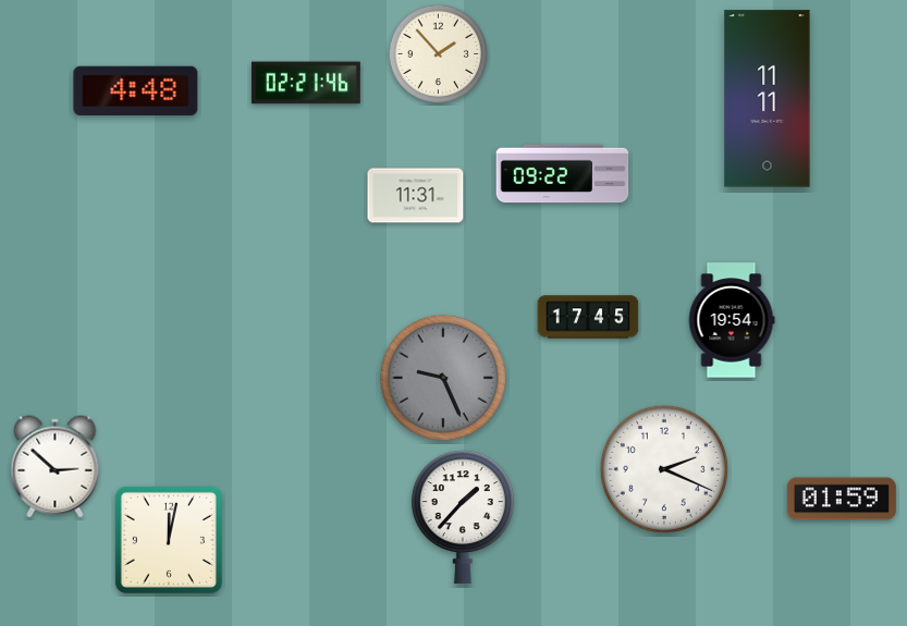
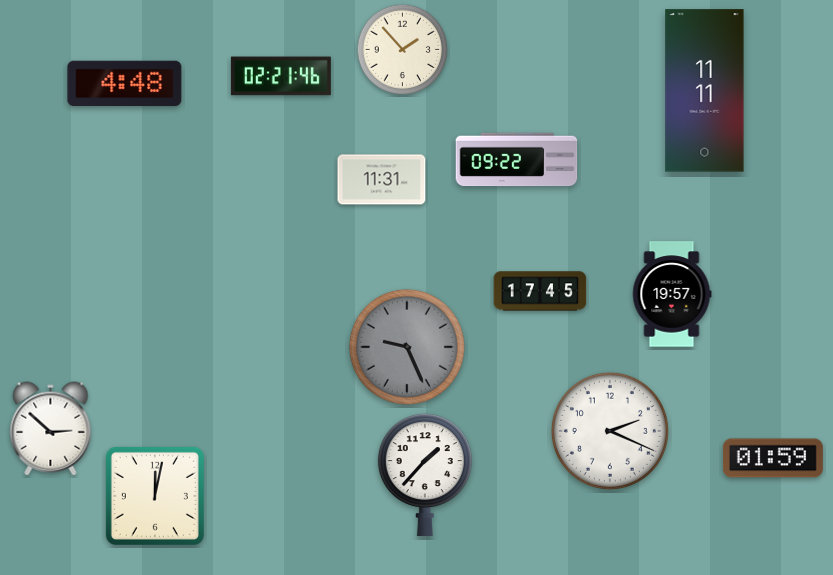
clock at (732, 320): 19:54 -> 19:57
